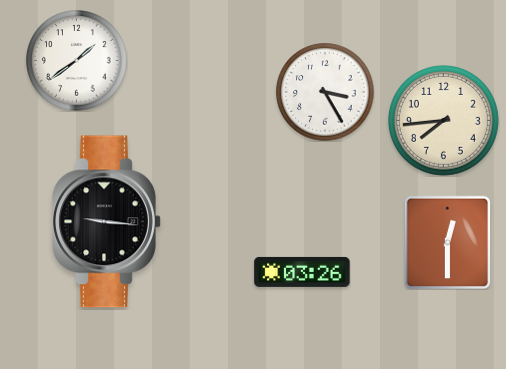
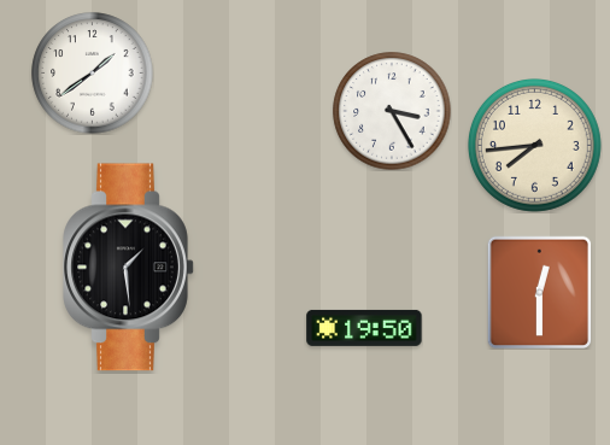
clock at (107, 222): 9:16 -> 1:29
clock at (302, 272): 03:26 -> 19:50
